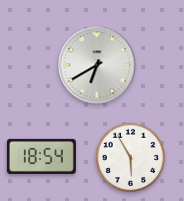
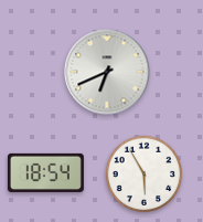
clock at (97, 65): 6:40 -> 6:41
